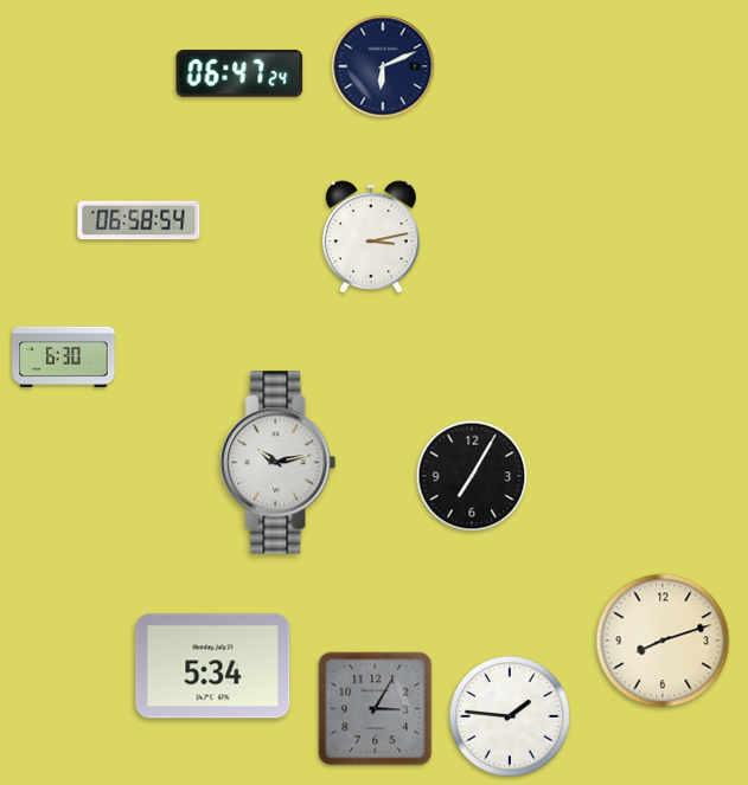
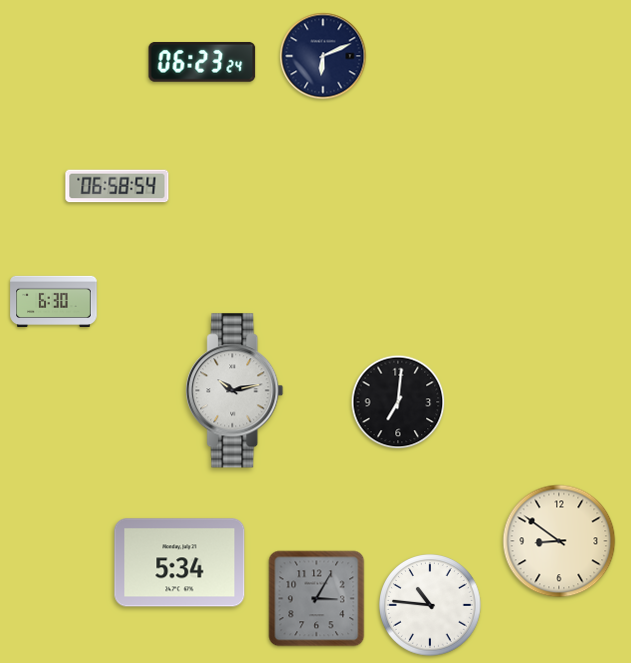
clock at (239, 73): 06:47 -> 06:23
clock at (371, 237): 3:13 -> none
clock at (472, 476): 7:05 -> 7:01
clock at (663, 641): 8:12 -> 8:51
clock at (510, 716): 1:46 -> 10:46
